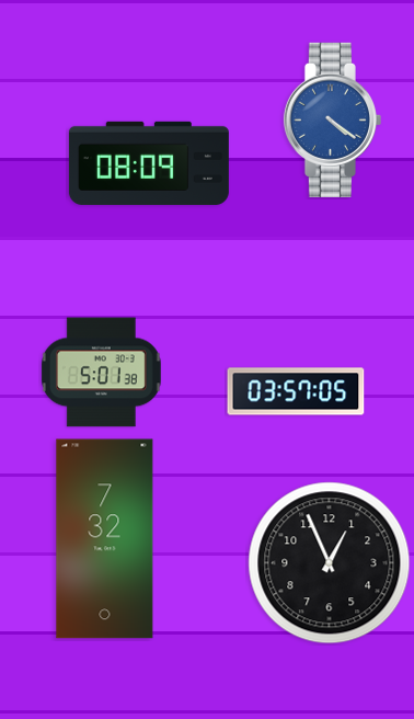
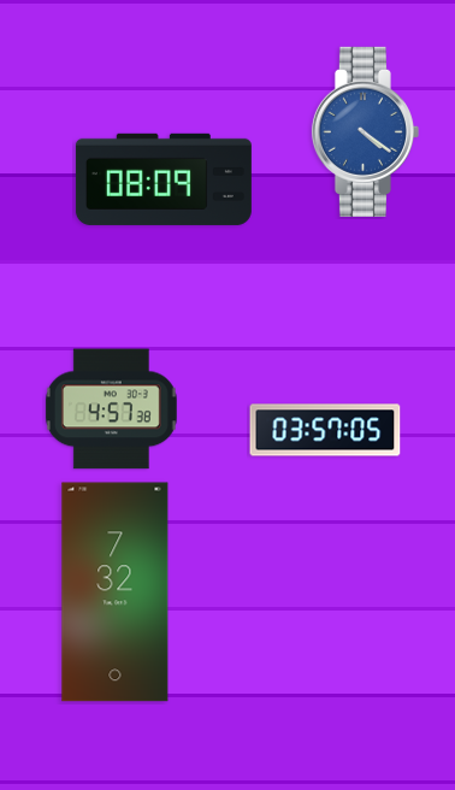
clock at (101, 373): 5:01 -> 4:57
clock at (330, 563): 12:56 -> none
